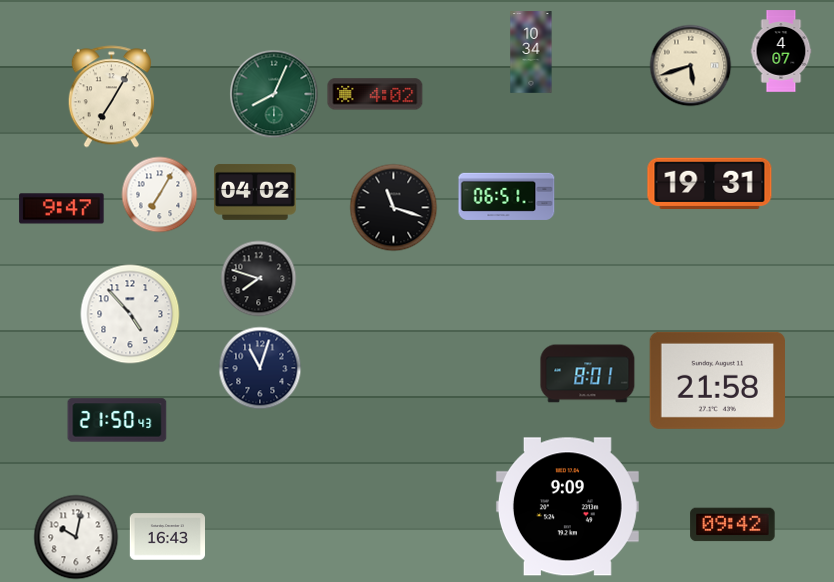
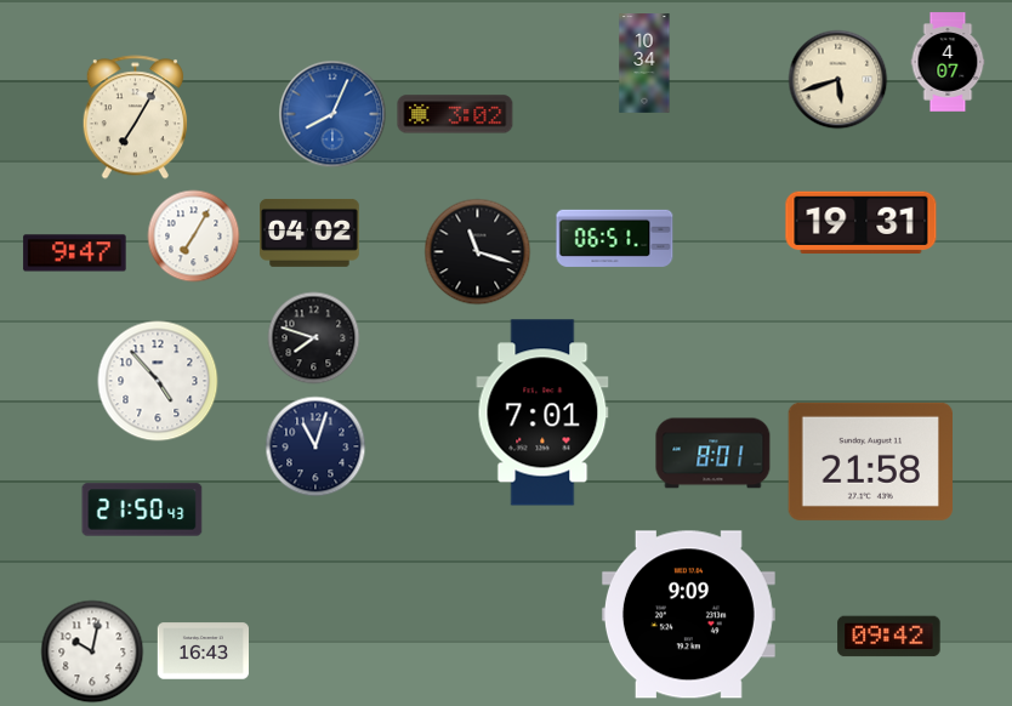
clock at (274, 94) dial: green -> blue
clock at (375, 94): 4:02 -> 3:02
clock at (542, 412): none -> 7:01
